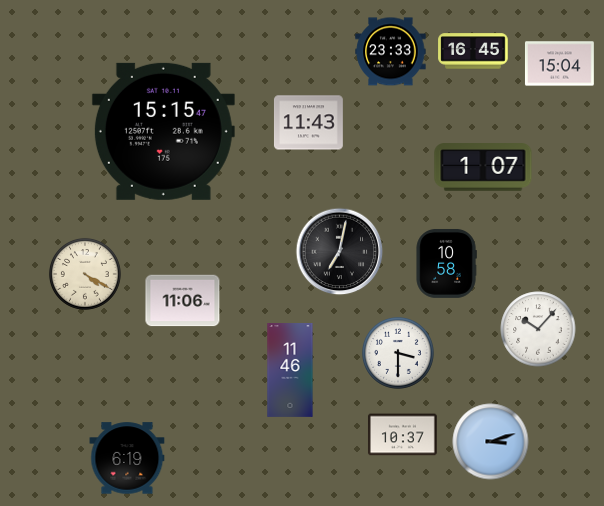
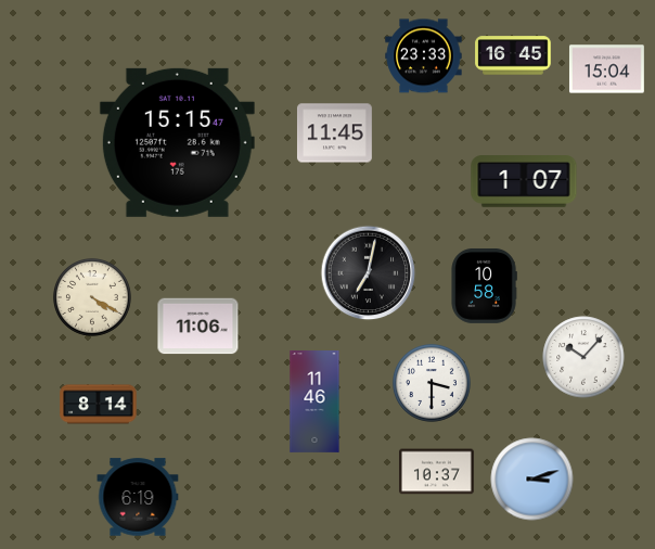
clock at (309, 123): 11:43 -> 11:45
clock at (99, 405): none -> 8:14
